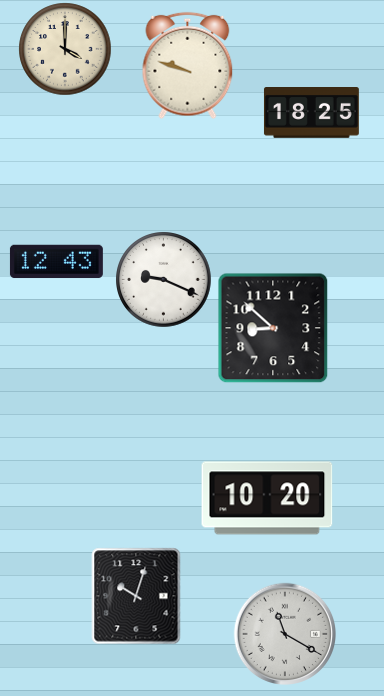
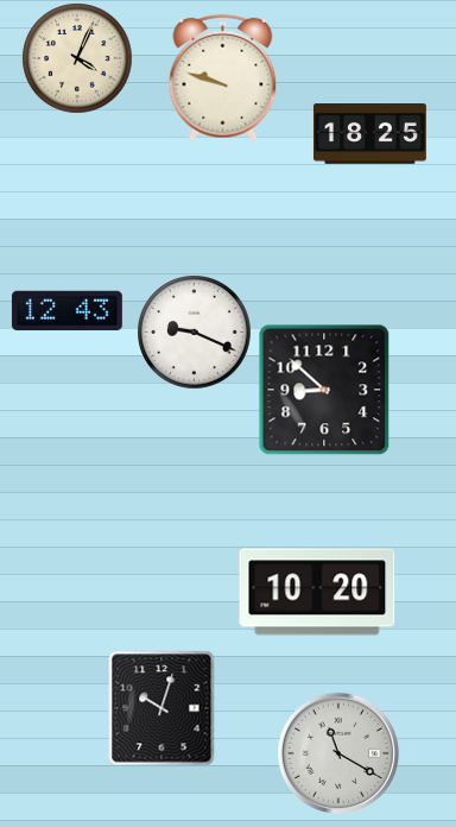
clock at (65, 49): 4:00 -> 4:04
